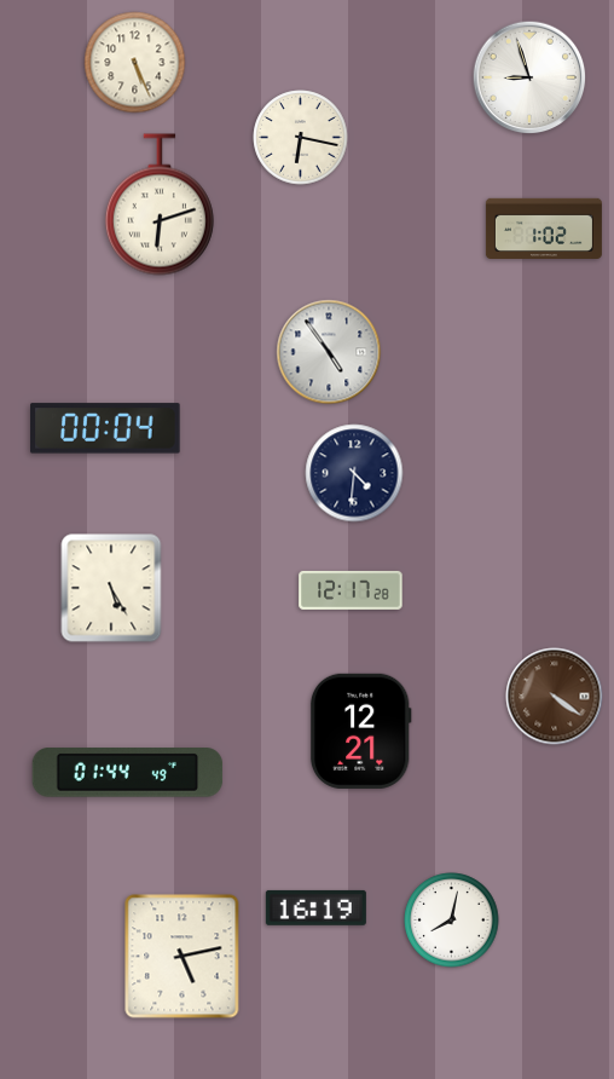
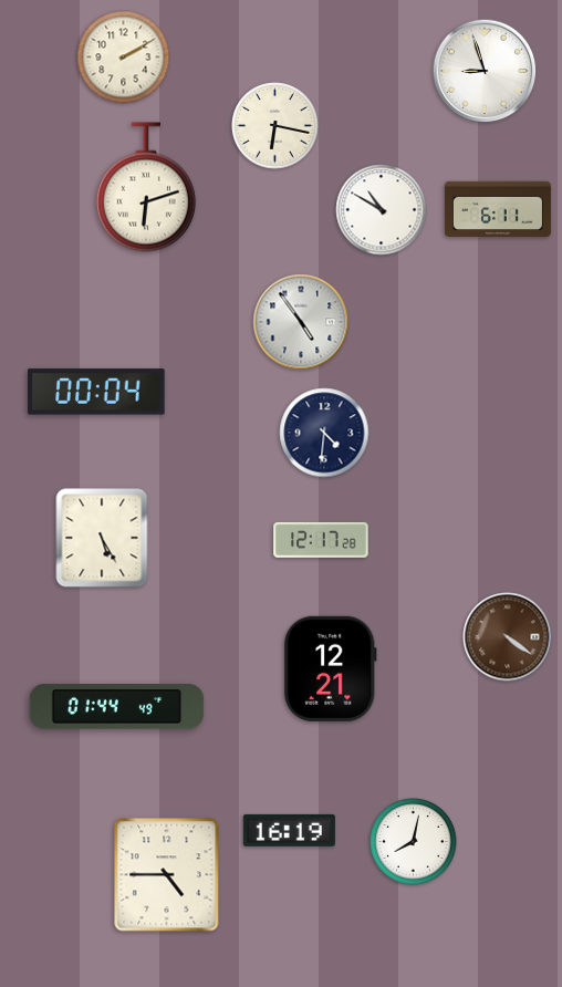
clock at (135, 63): 5:26 -> 2:10
clock at (544, 227): 1:02 -> 6:11
clock at (382, 210): none -> 10:50
clock at (183, 957): 5:13 -> 4:45
